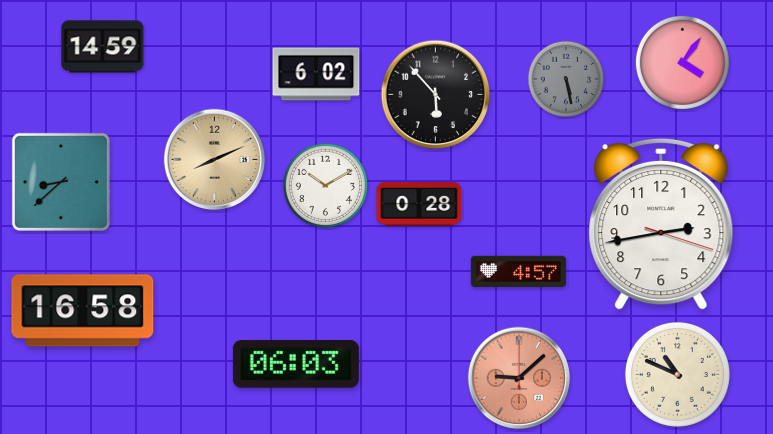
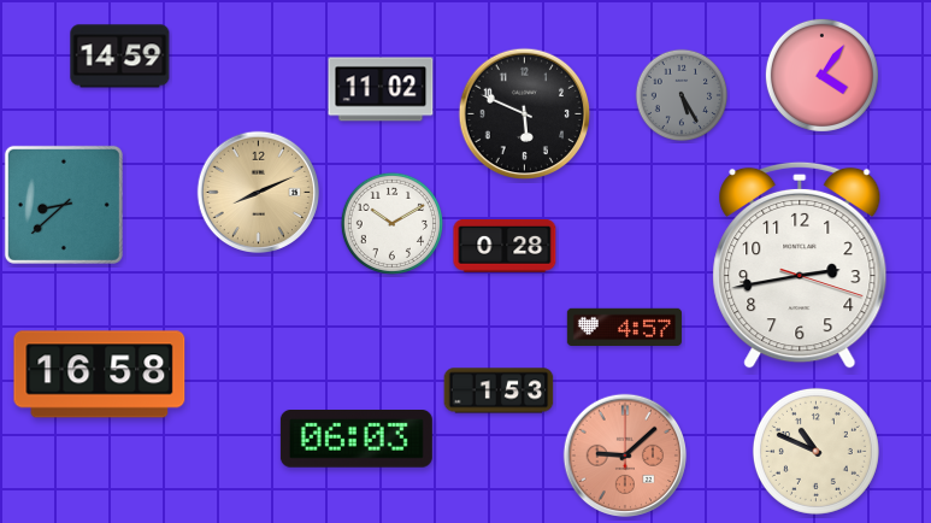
clock at (103, 47) position: (103, 47) -> (120, 57)
clock at (316, 74): 6:02 -> 11:02
clock at (566, 79): 5:28 -> 5:25
clock at (436, 95): 5:53 -> 5:49
clock at (61, 182) position: (61, 182) -> (64, 205)
clock at (661, 224) position: (661, 224) -> (800, 265)
clock at (499, 390): none -> 1:53
